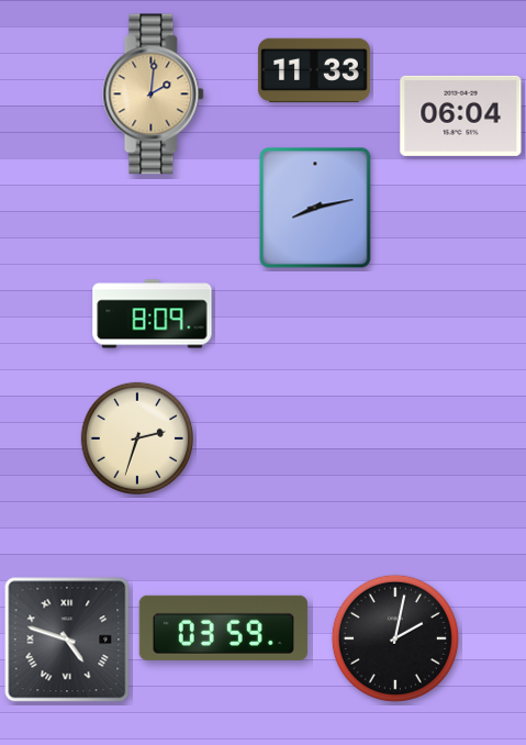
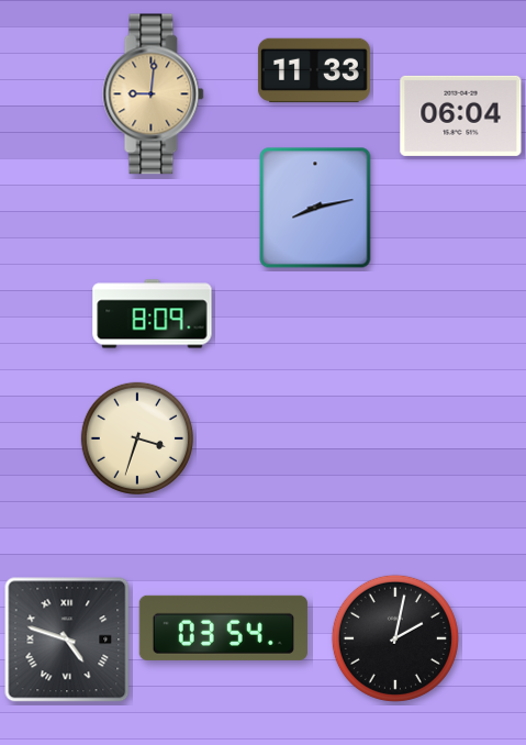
clock at (154, 94): 2:01 -> 9:01
clock at (137, 438): 2:33 -> 3:33
clock at (223, 627): 03:59 -> 03:54
